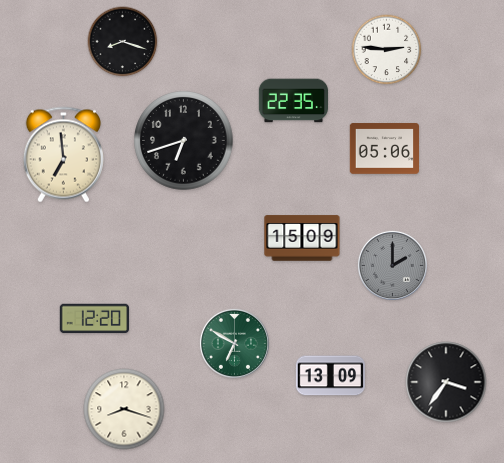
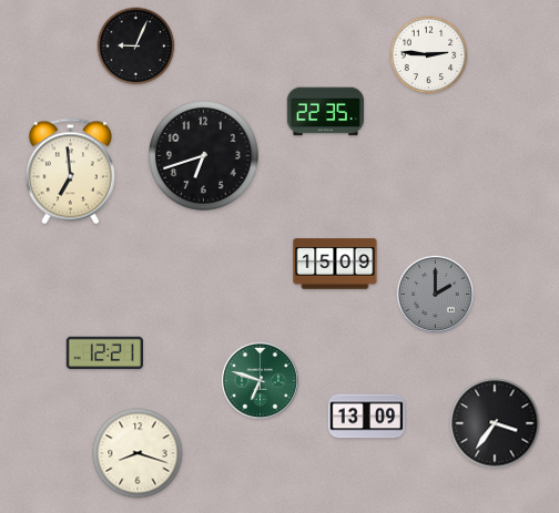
clock at (123, 42): 8:18 -> 9:04
clock at (384, 149): 05:06 -> none
clock at (94, 319): 12:20 -> 12:21
clock at (234, 343): 6:50 -> 6:48
